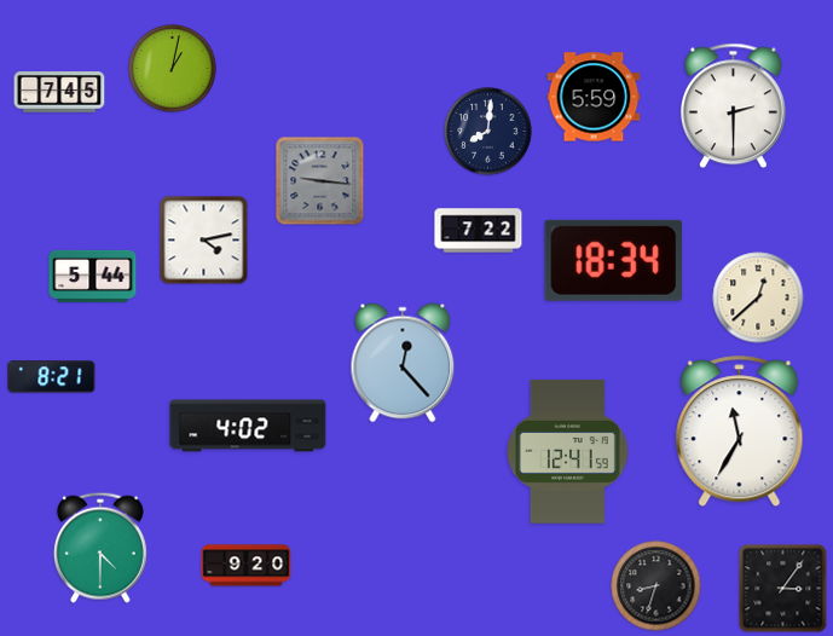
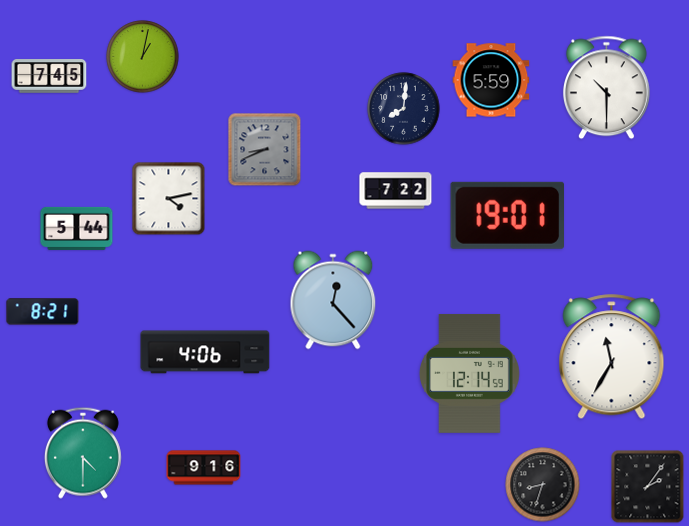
clock at (733, 106): 2:30 -> 10:30
clock at (320, 181): 9:16 -> 8:41
clock at (613, 260): 18:34 -> 19:01
clock at (758, 297): 12:38 -> none
clock at (248, 426): 4:02 -> 4:06
clock at (567, 451): 12:41 -> 12:14
clock at (247, 566): 9:20 -> 9:16
clock at (783, 589): 3:06 -> 2:06
